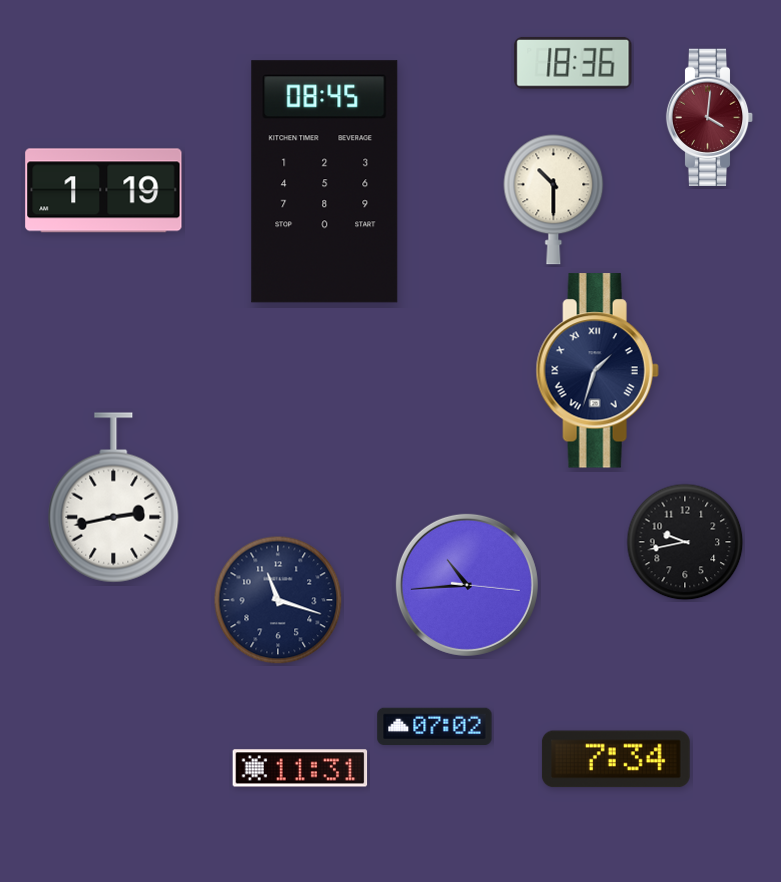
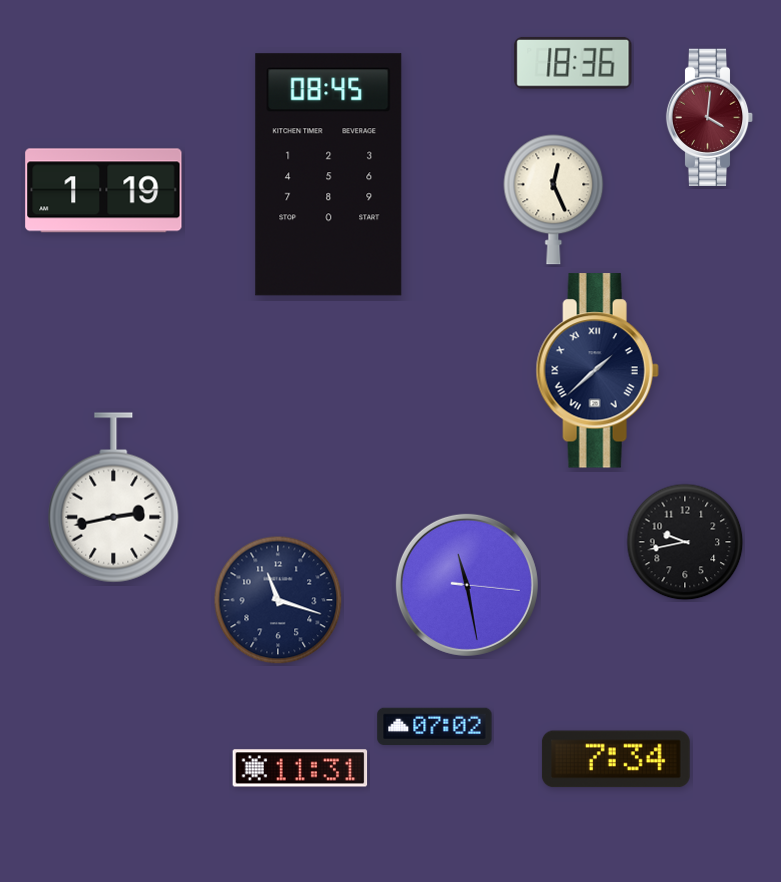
clock at (325, 182) position: (325, 182) -> (329, 175)
clock at (554, 200): 10:30 -> 12:26
clock at (597, 371): 1:33 -> 1:38
clock at (467, 585): 10:44 -> 11:28
